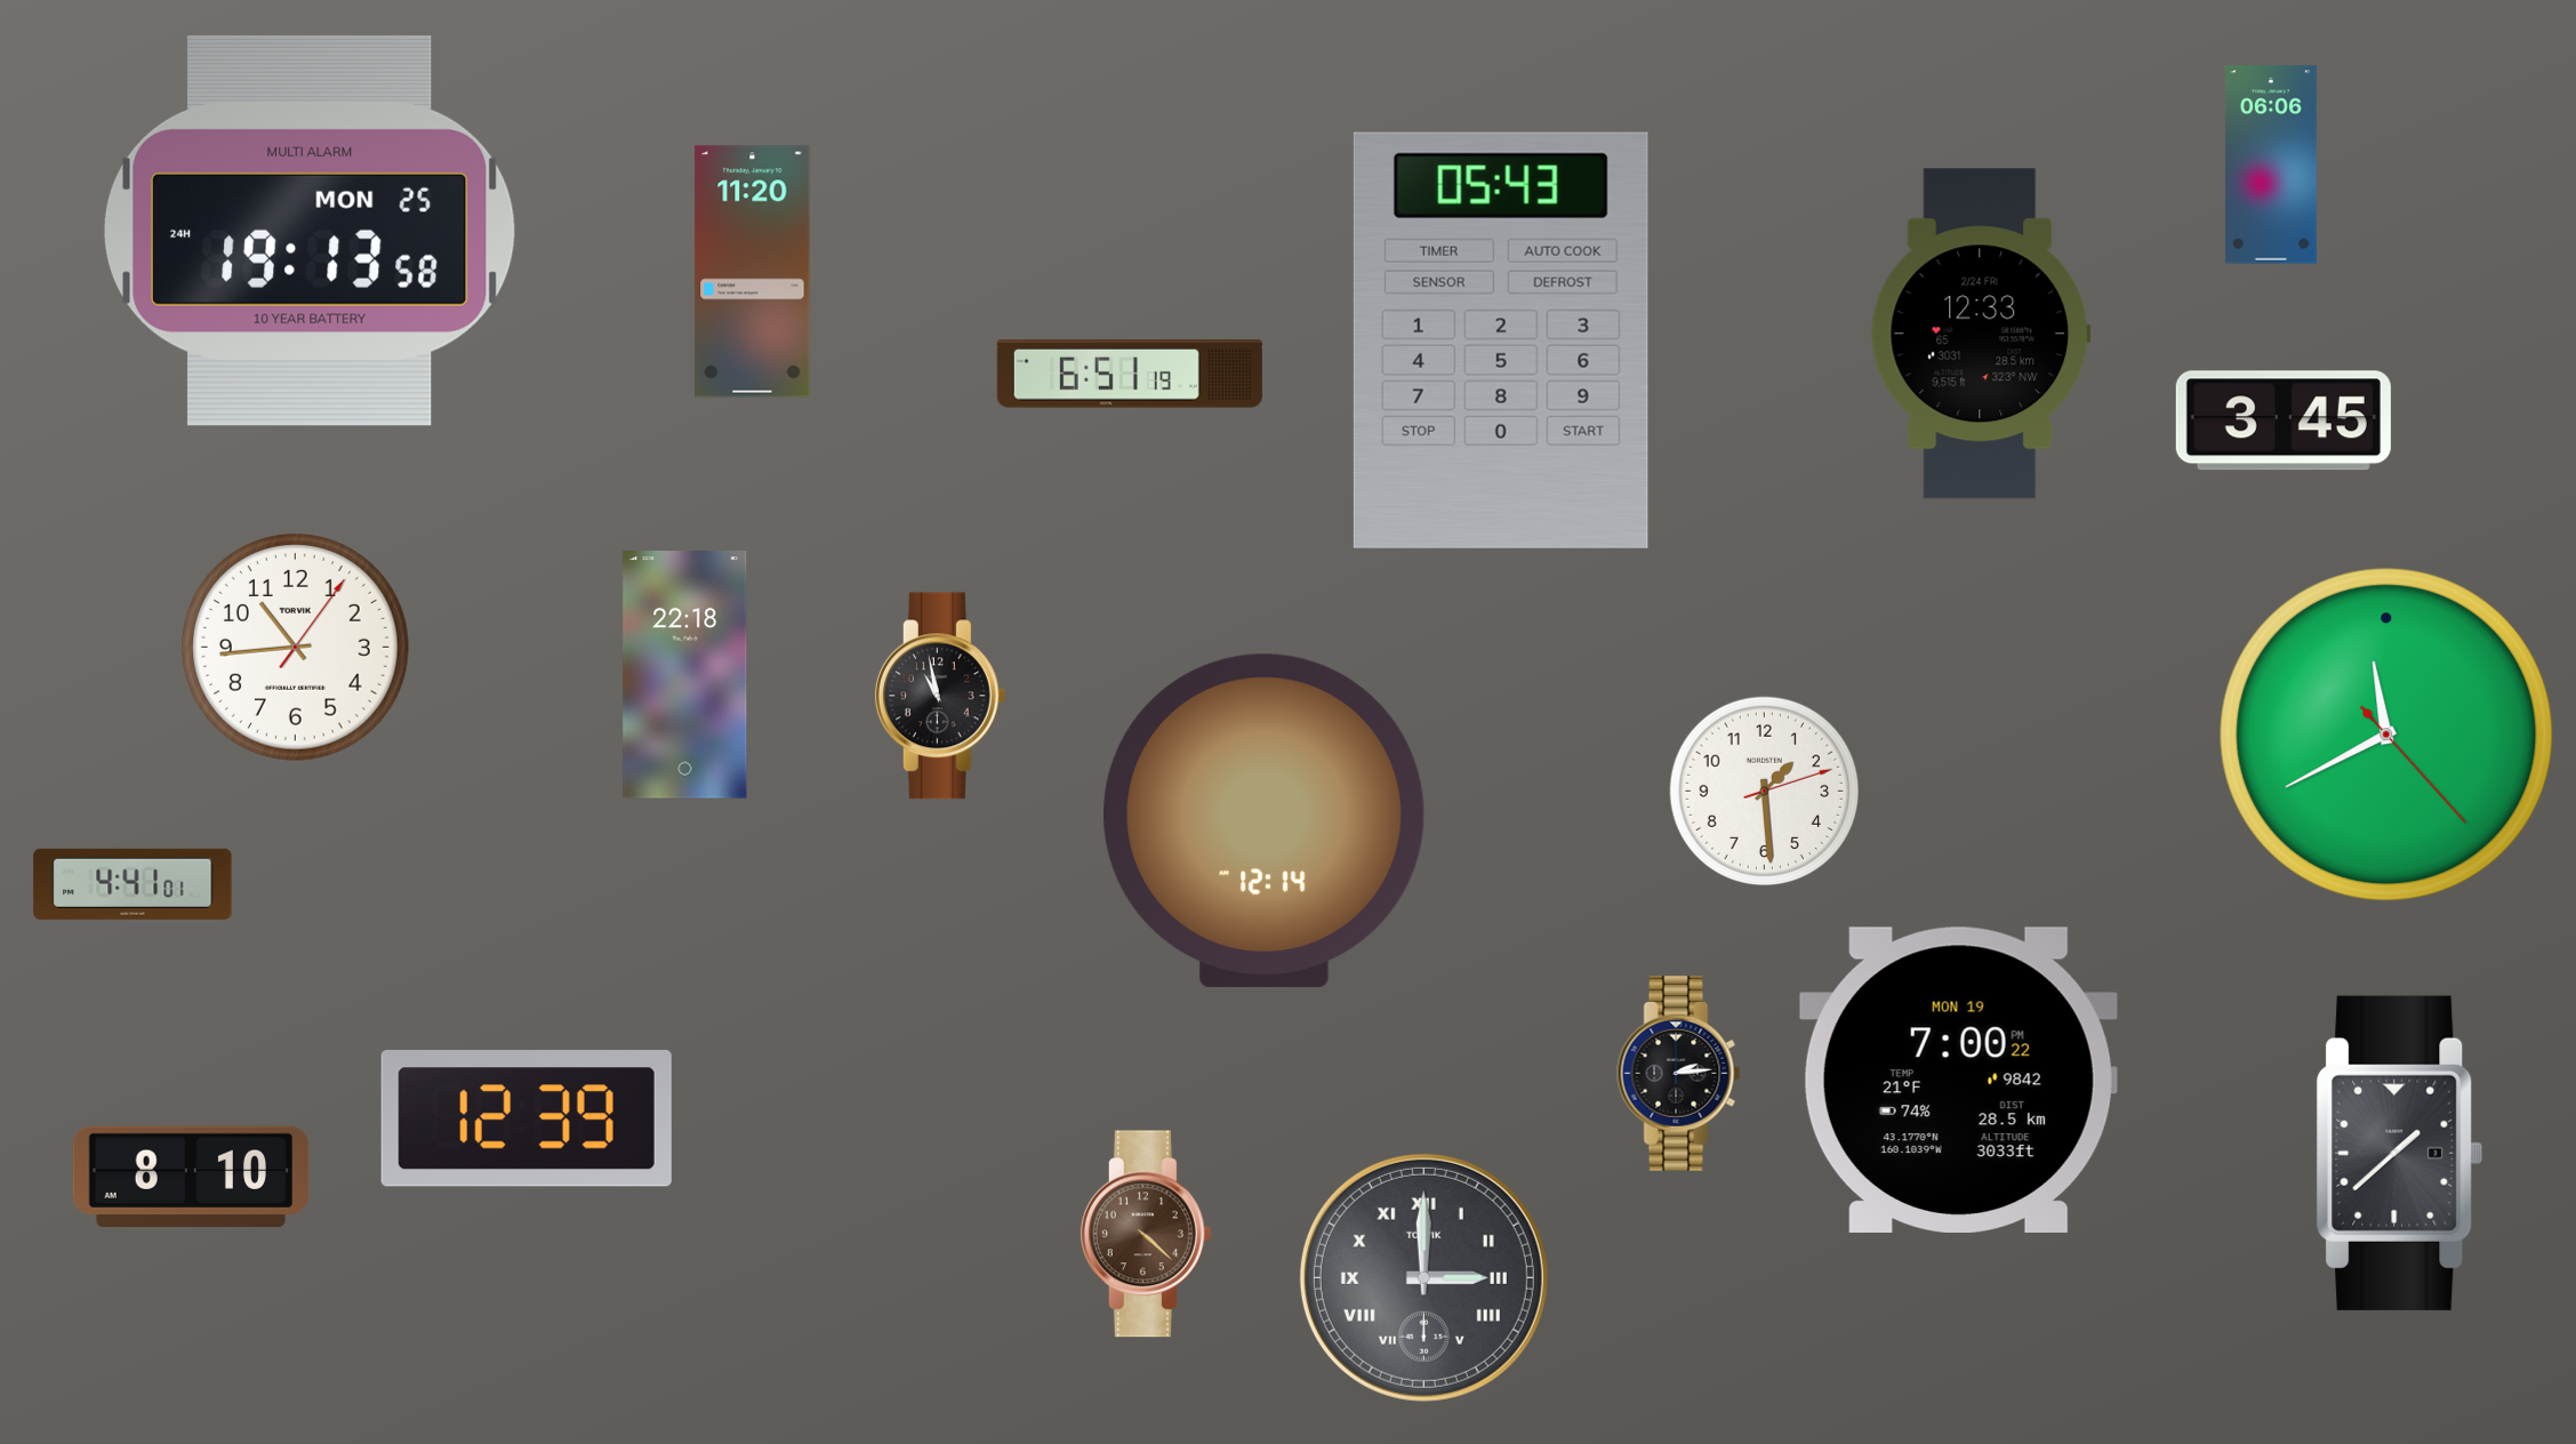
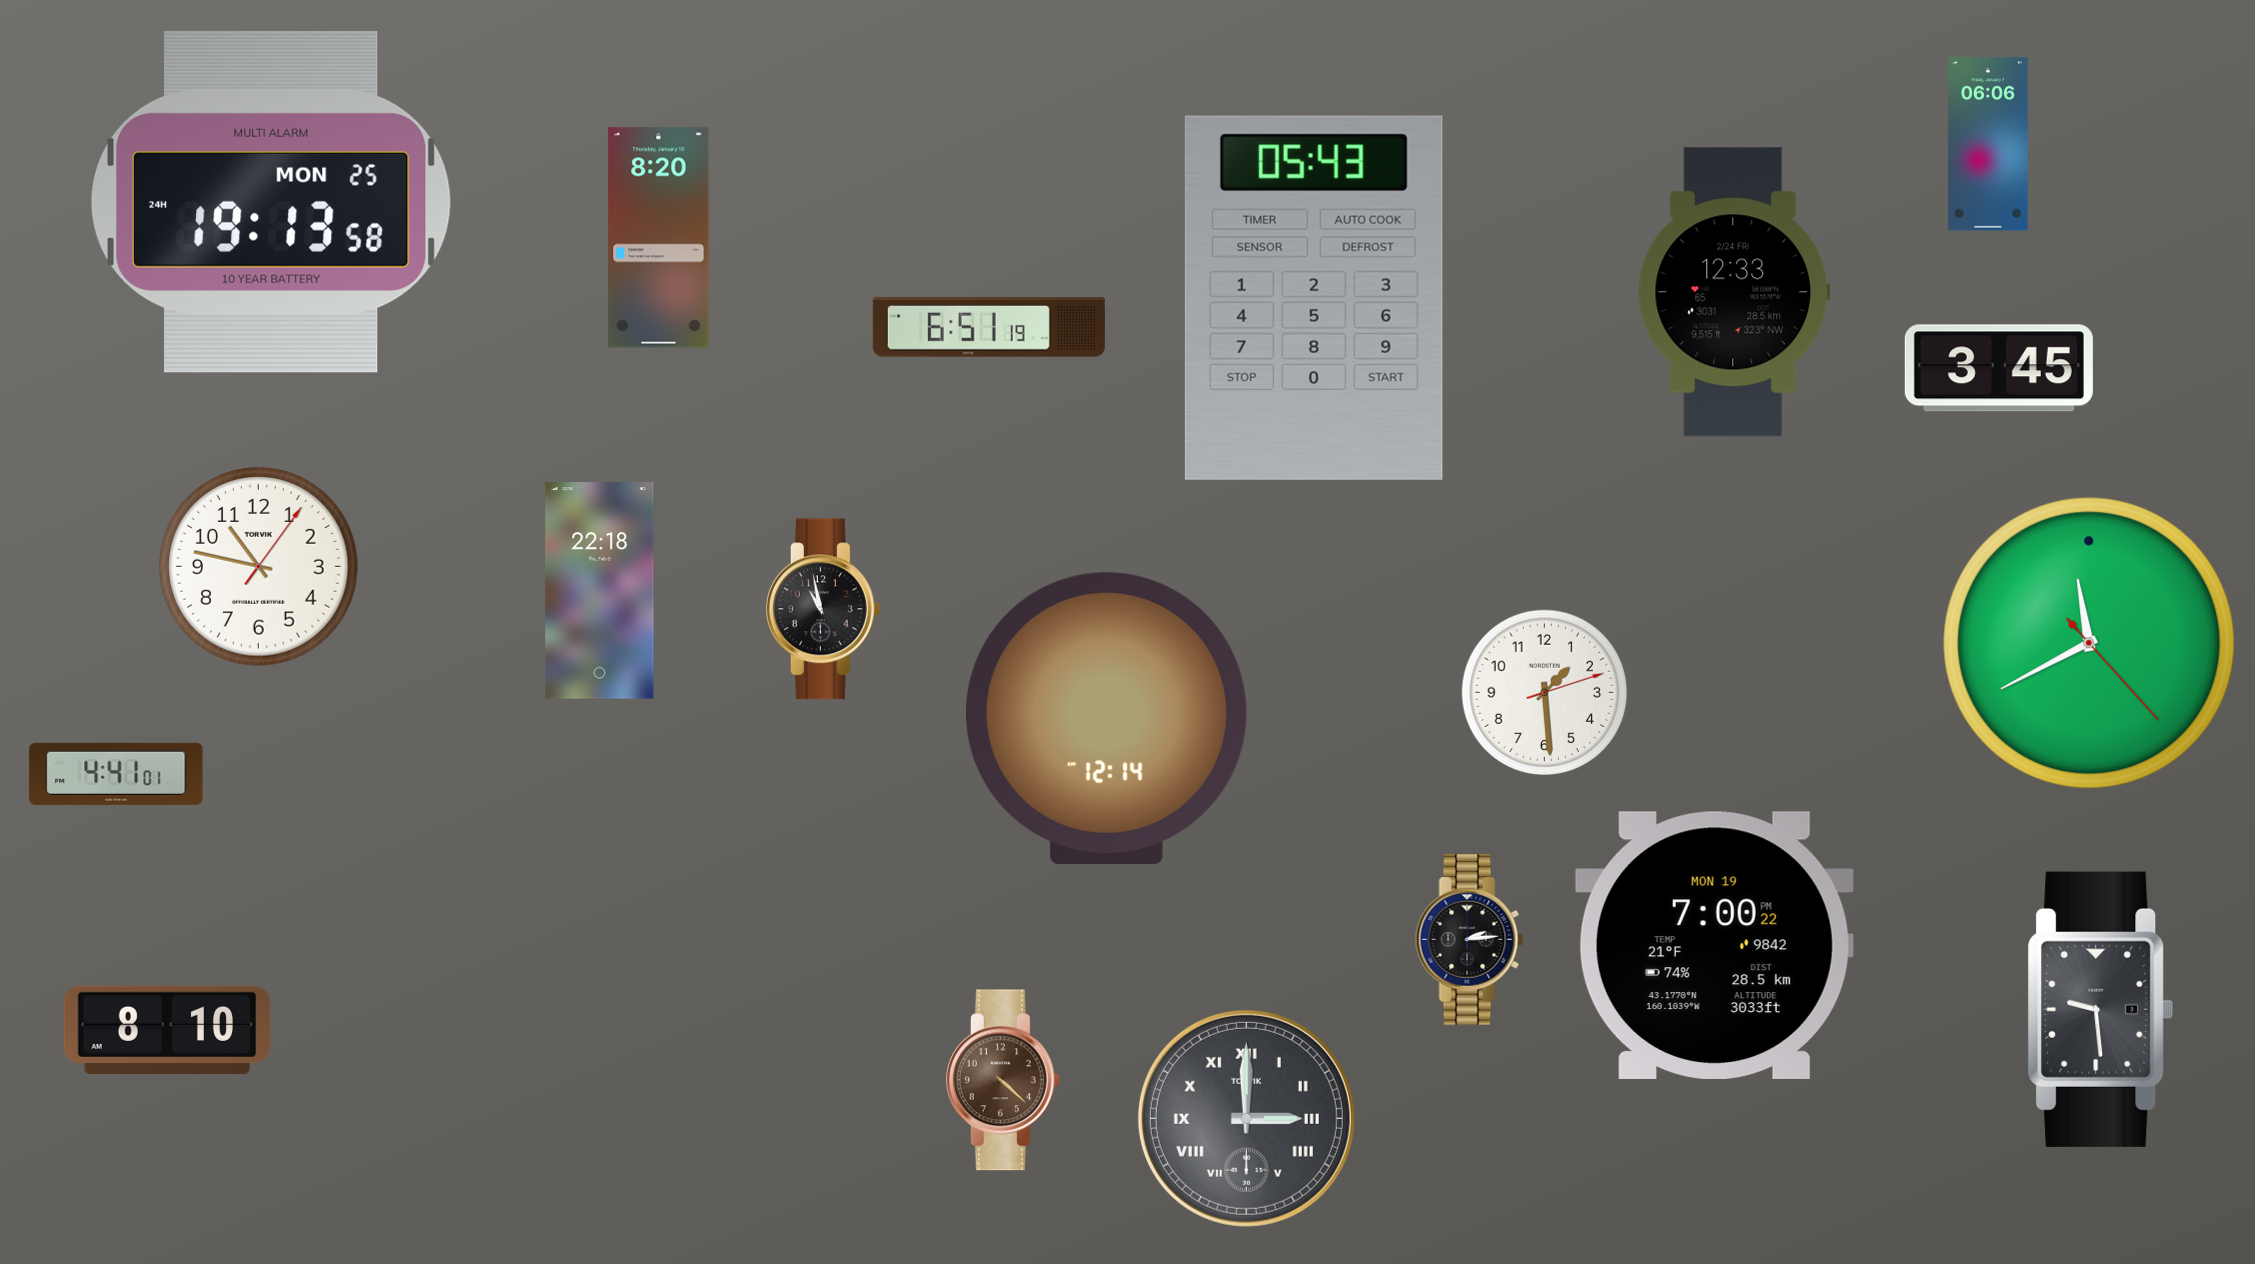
clock at (753, 272): 11:20 -> 8:20
clock at (296, 648): 10:44 -> 10:47
clock at (527, 1118): 12:39 -> none
clock at (2400, 1153): 1:38 -> 9:29
